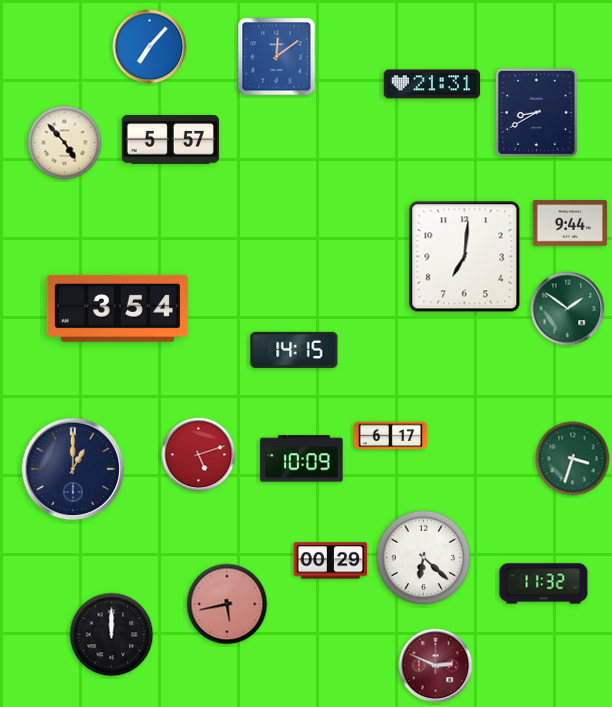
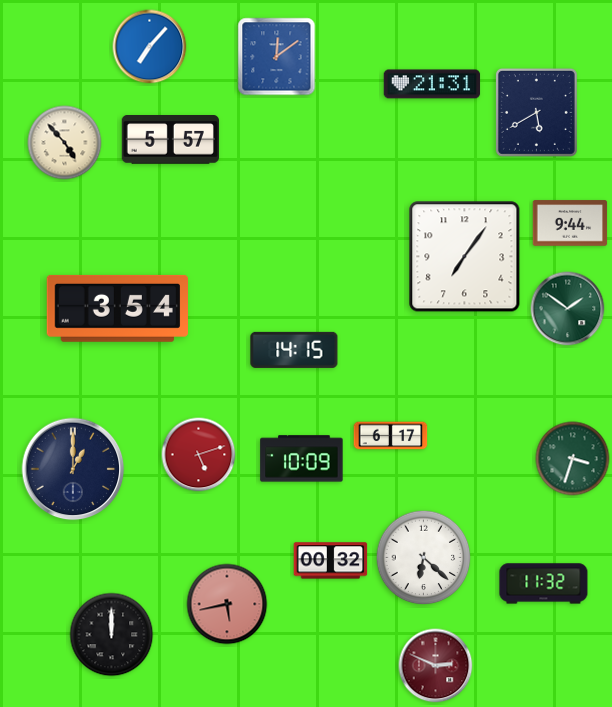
clock at (536, 112): 8:40 -> 5:40
clock at (465, 257): 7:01 -> 7:06
clock at (331, 561): 00:29 -> 00:32
